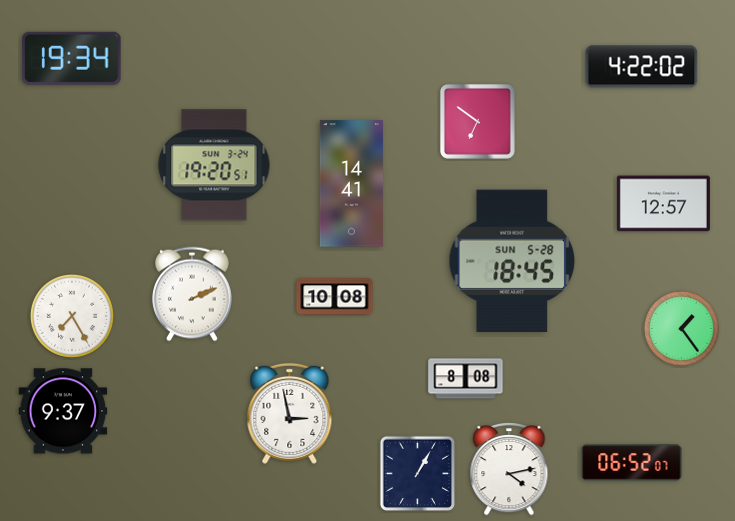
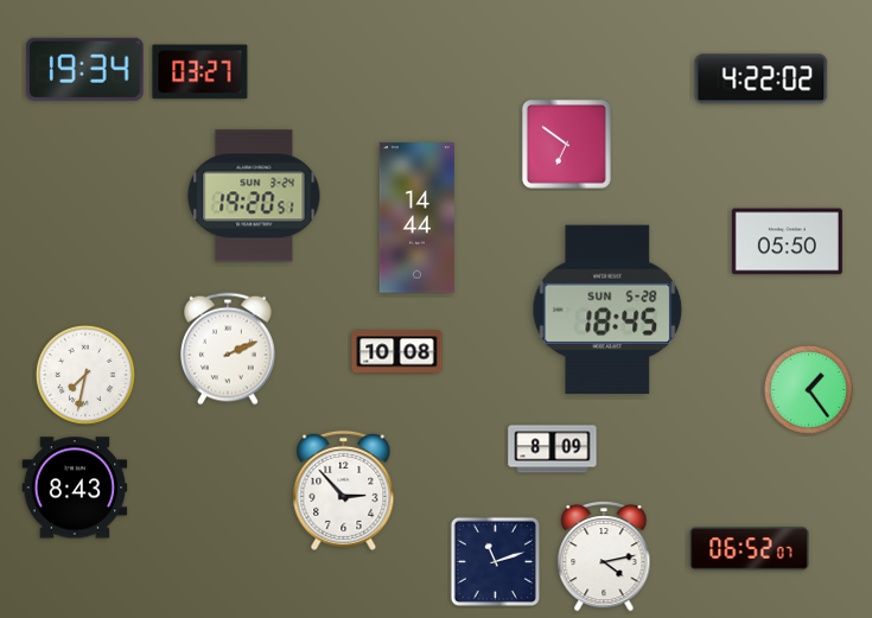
clock at (201, 72): none -> 03:27
clock at (351, 184): 14:41 -> 14:44
clock at (663, 204): 12:57 -> 05:50
clock at (72, 316): 7:25 -> 7:32
clock at (466, 379): 8:08 -> 8:09
clock at (63, 411): 9:37 -> 8:43
clock at (290, 413): 2:58 -> 2:53
clock at (417, 473): 1:05 -> 11:12
